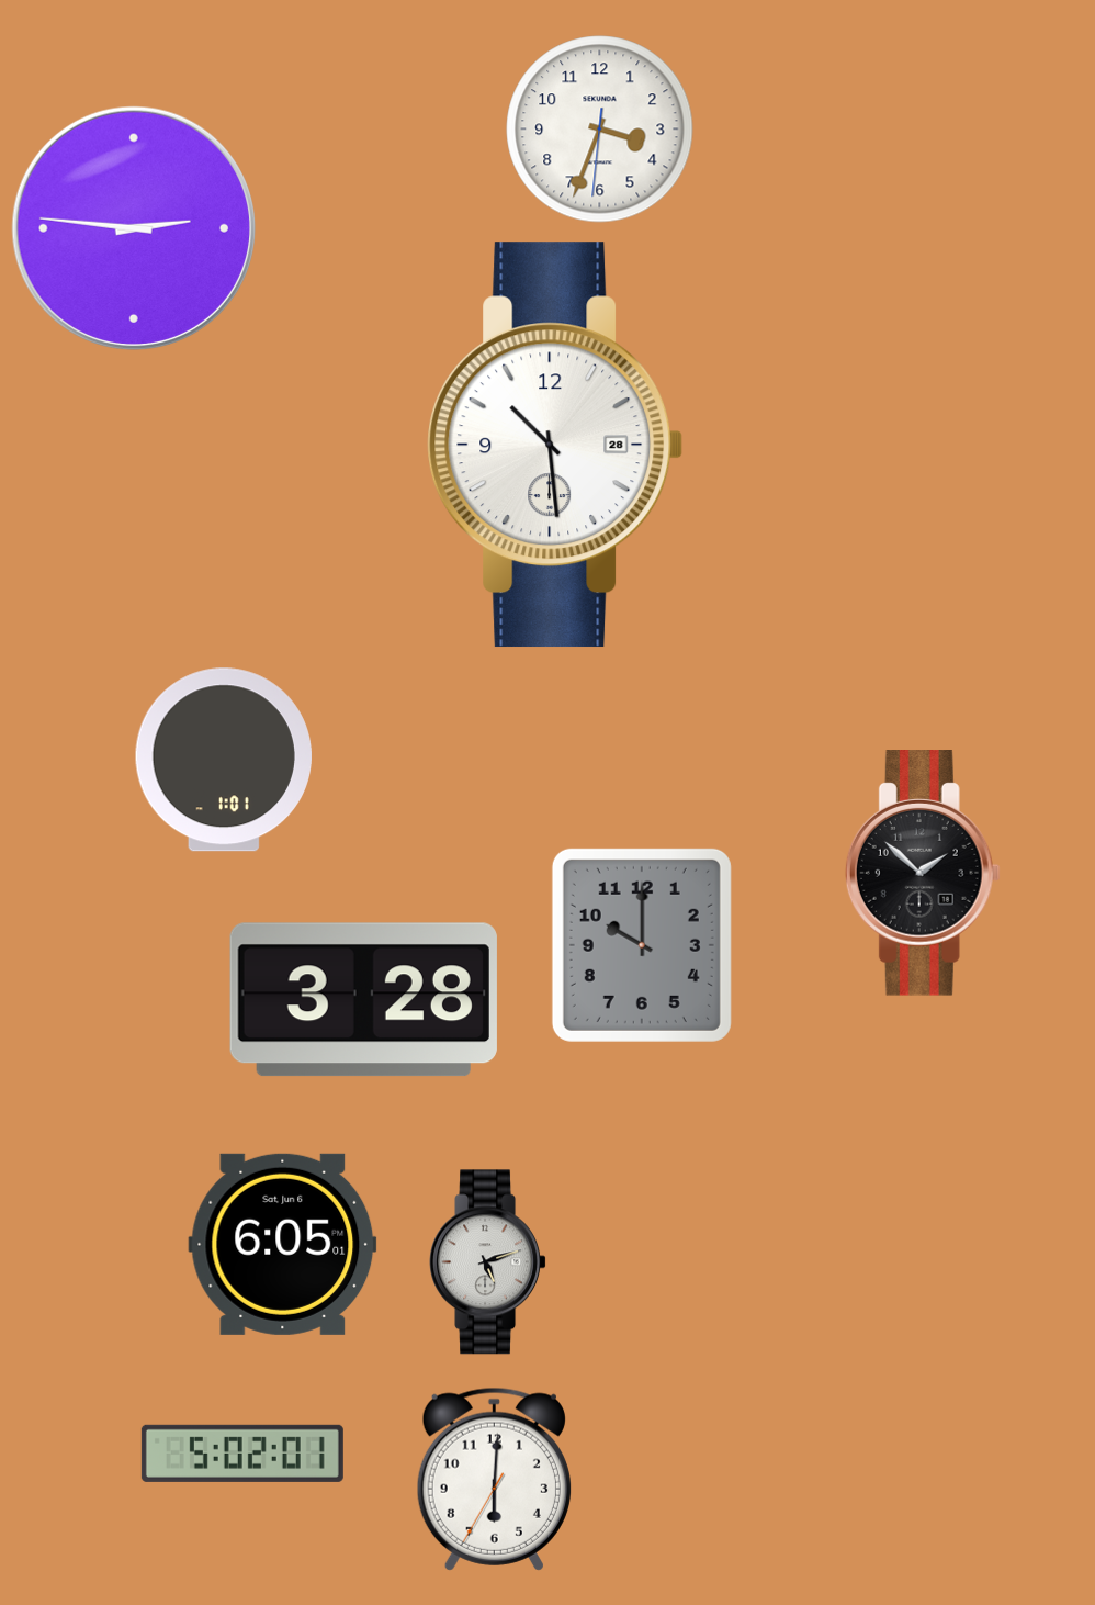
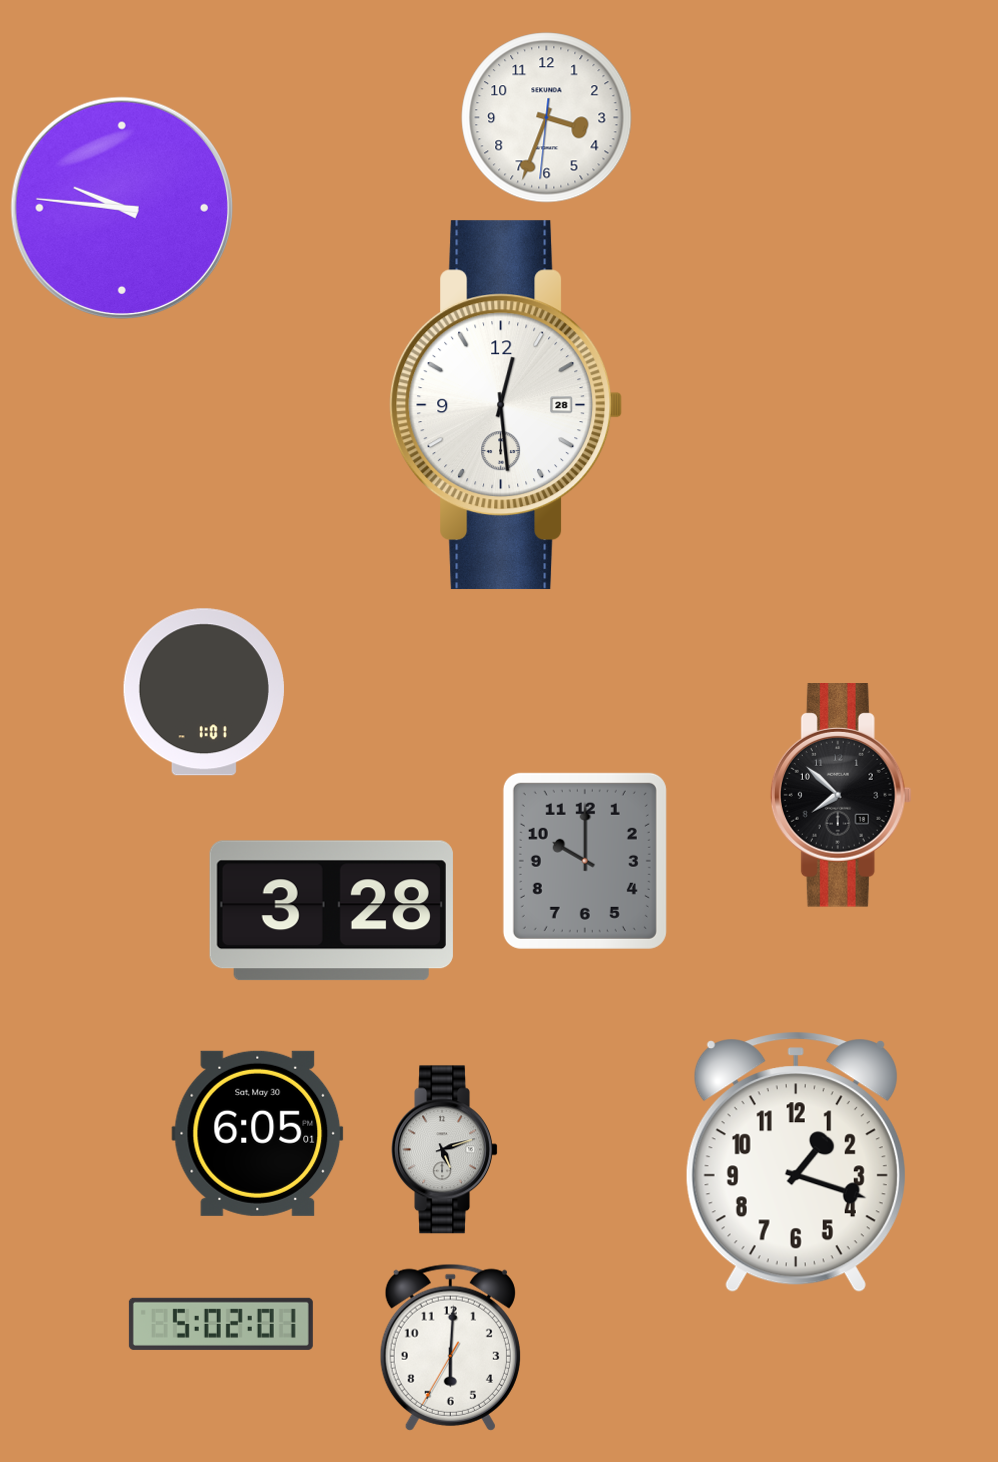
clock at (134, 228): 2:46 -> 9:46
clock at (555, 445): 10:29 -> 12:29
clock at (923, 874): 1:52 -> 7:52
clock at (283, 1244) date: Sat, Jun 6 -> Sat, May 30
clock at (796, 1162): none -> 1:18
